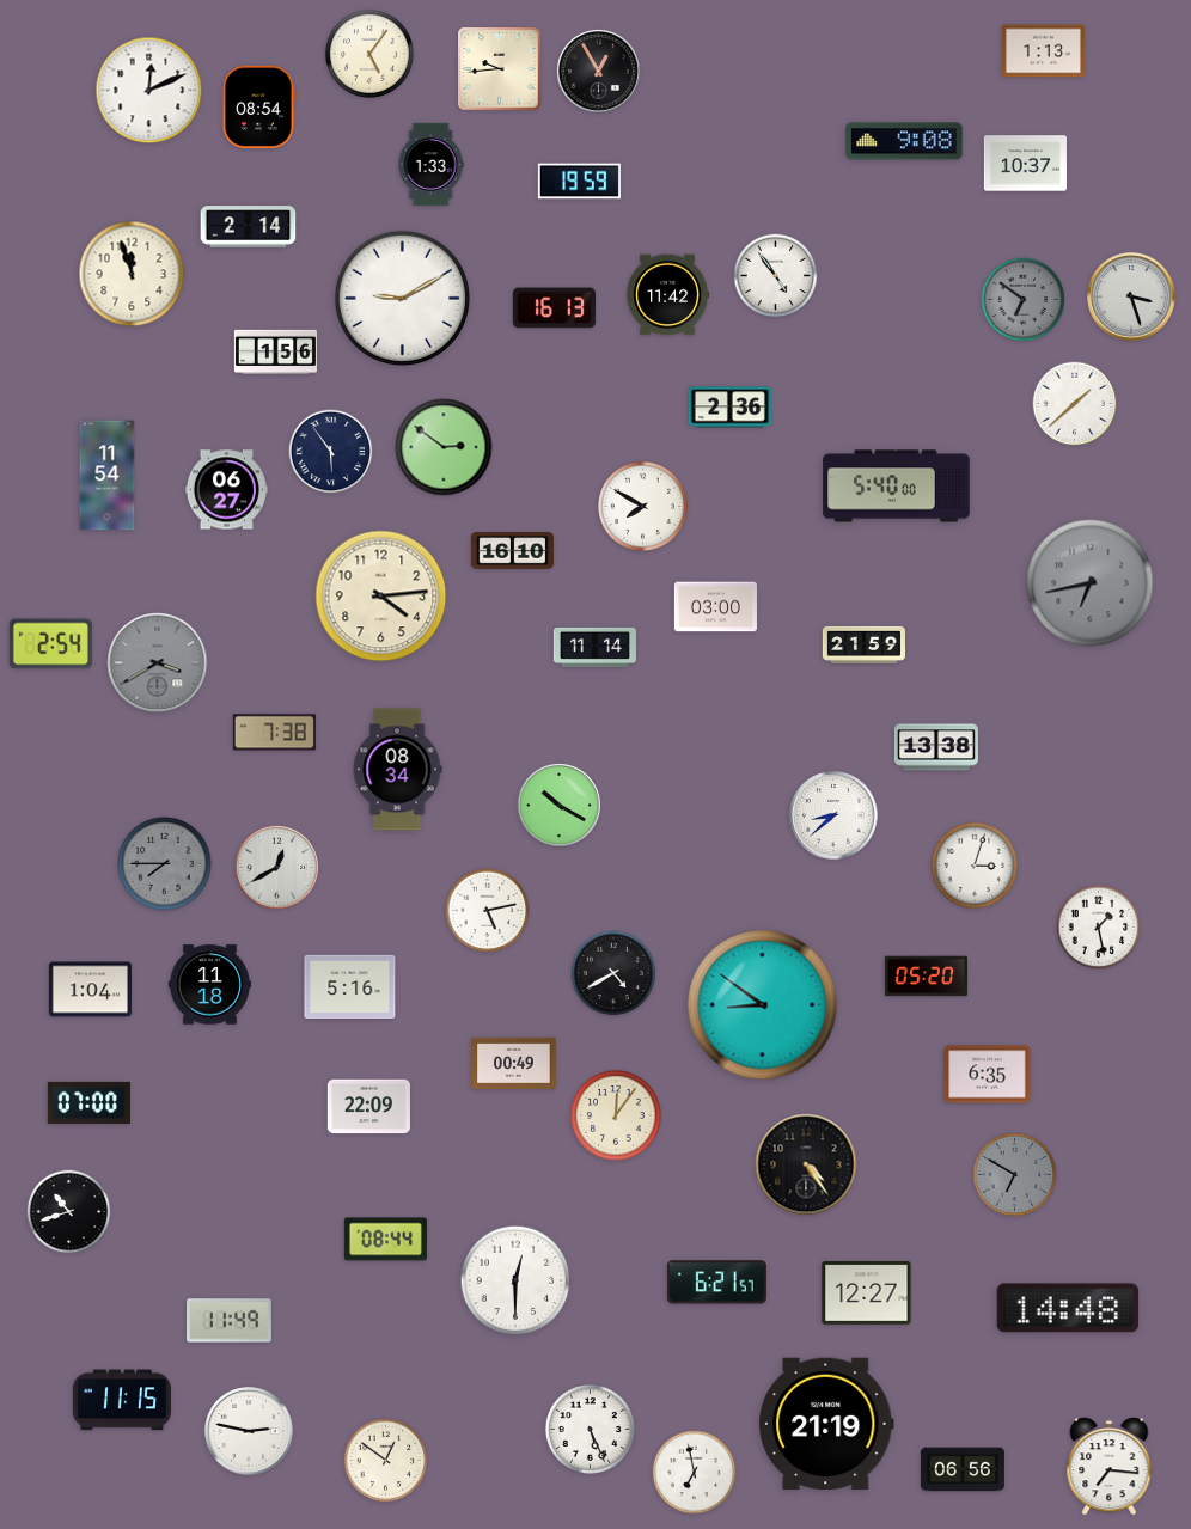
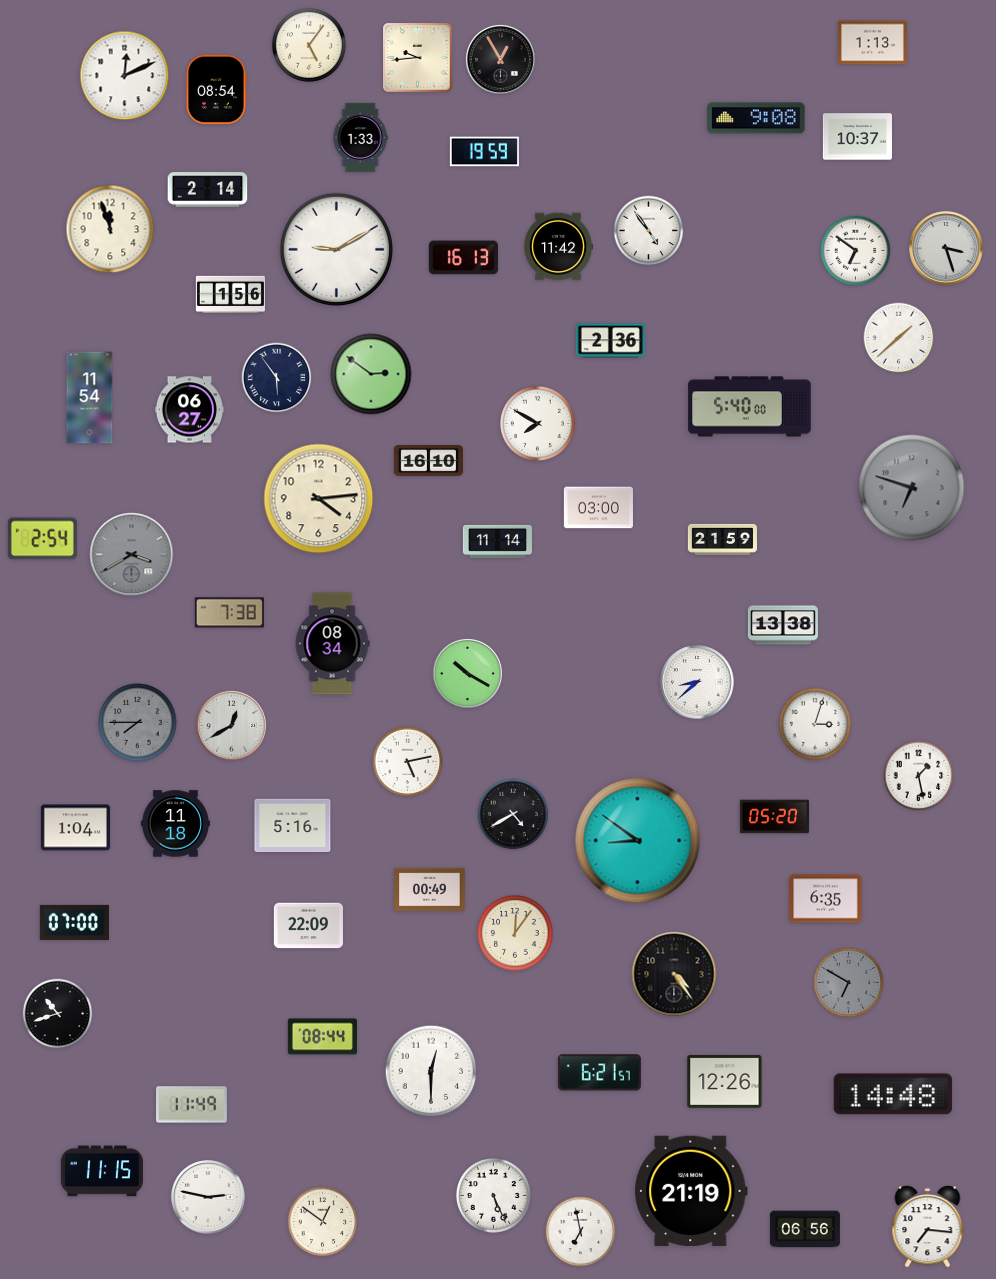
clock at (1024, 300) dial: grey -> white
clock at (1091, 583): 6:43 -> 6:48
clock at (867, 1293): 12:27 -> 12:26
